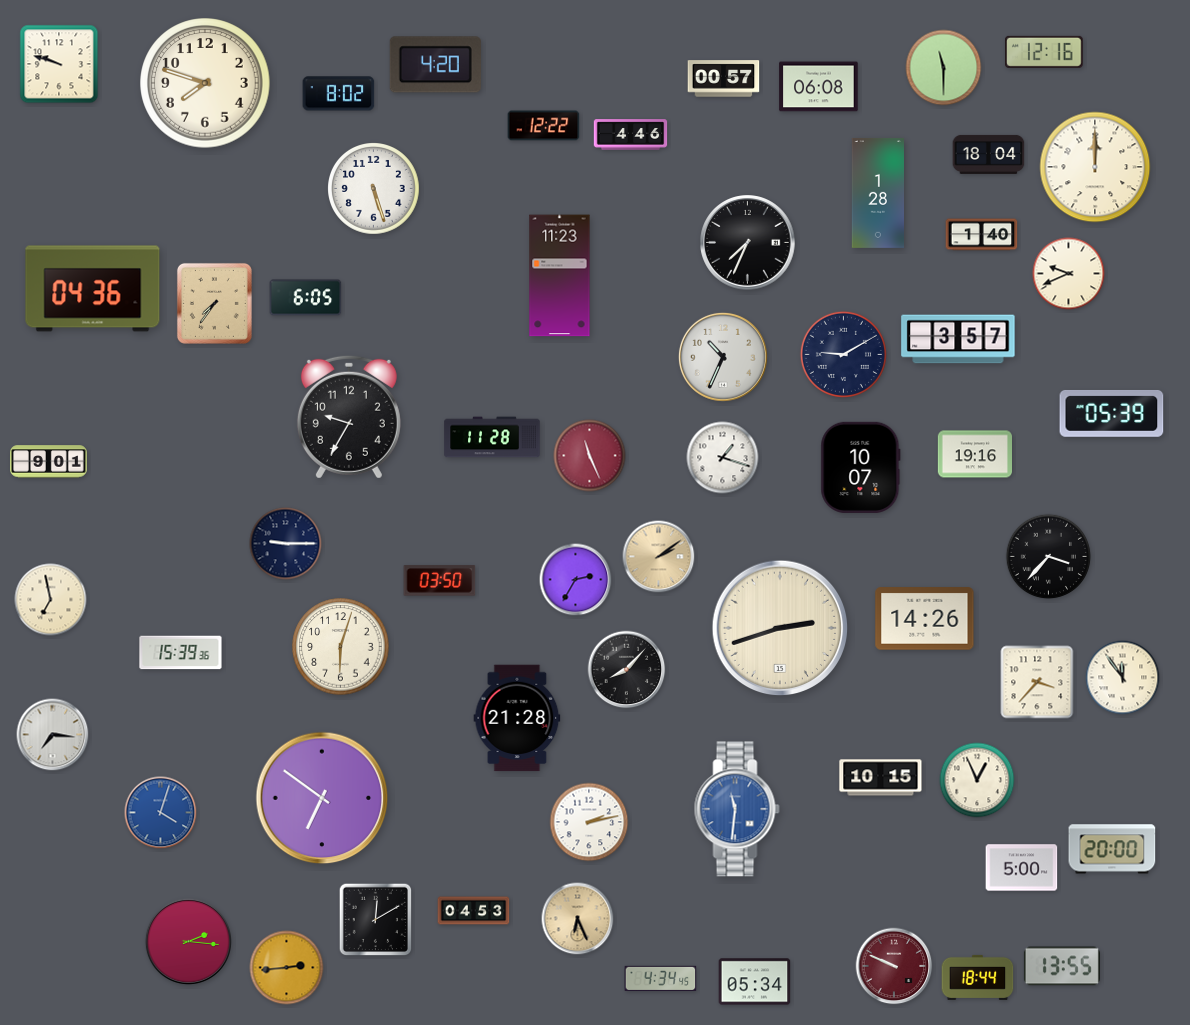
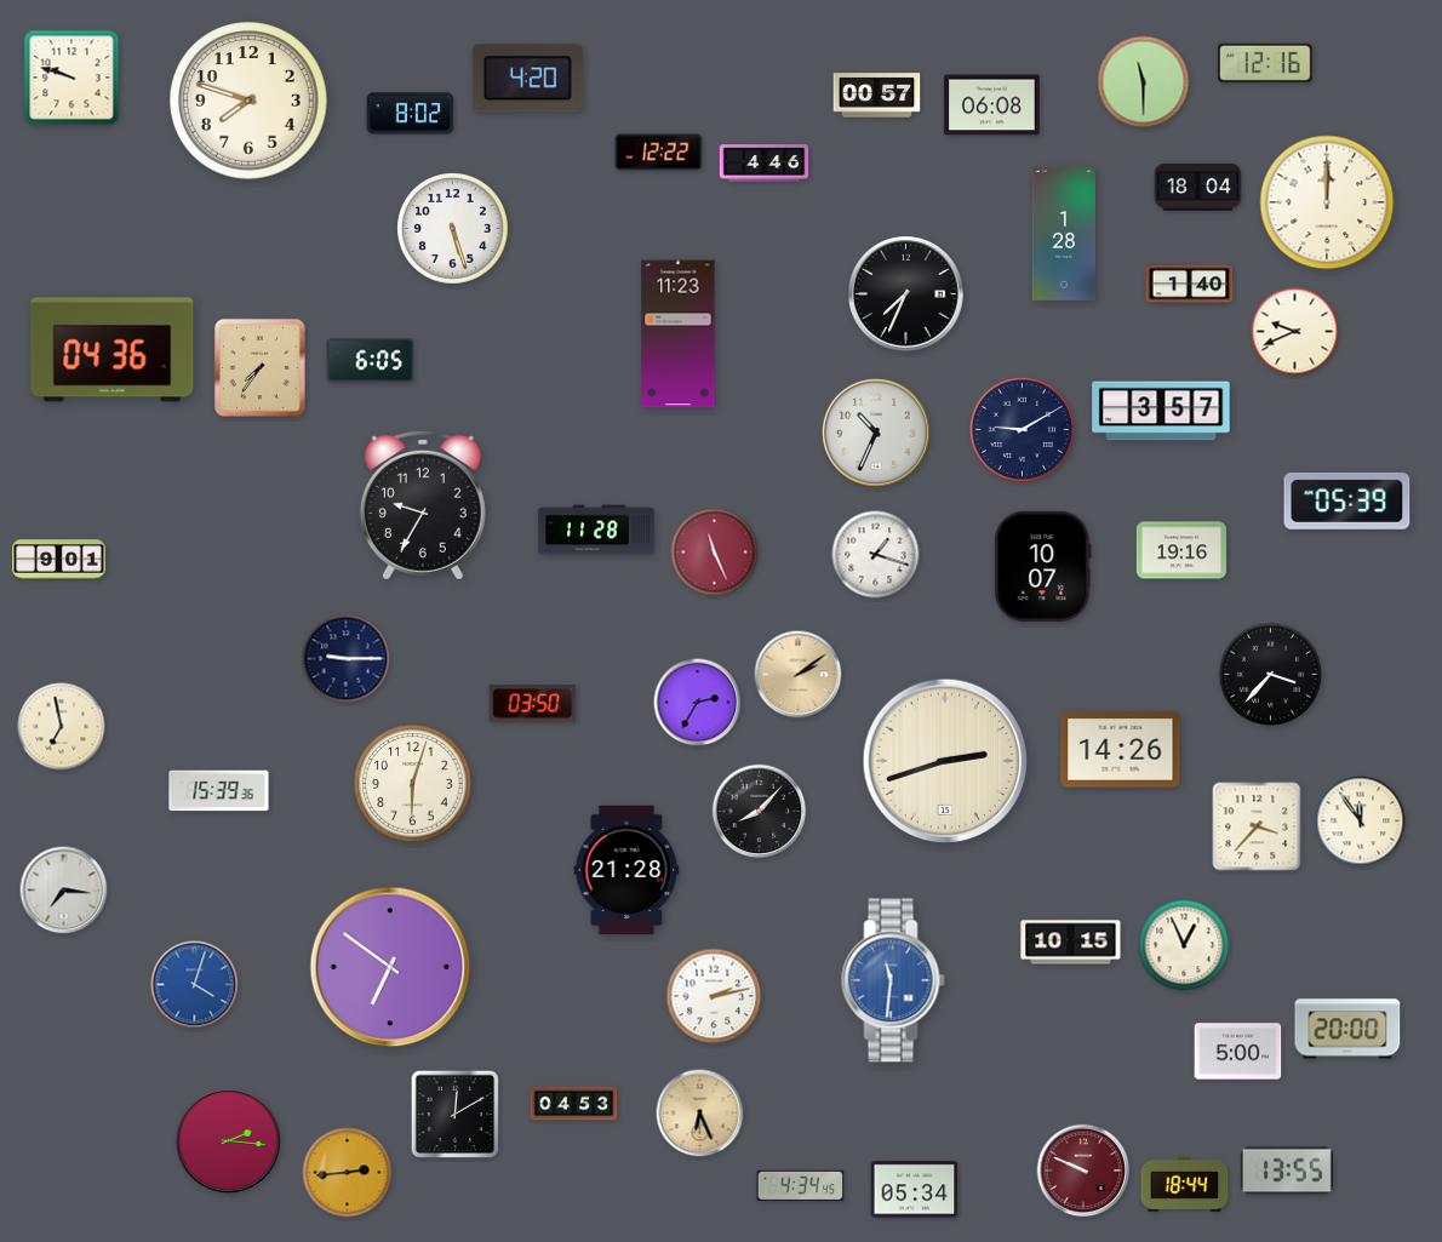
clock at (881, 778) position: (881, 778) -> (1071, 943)
